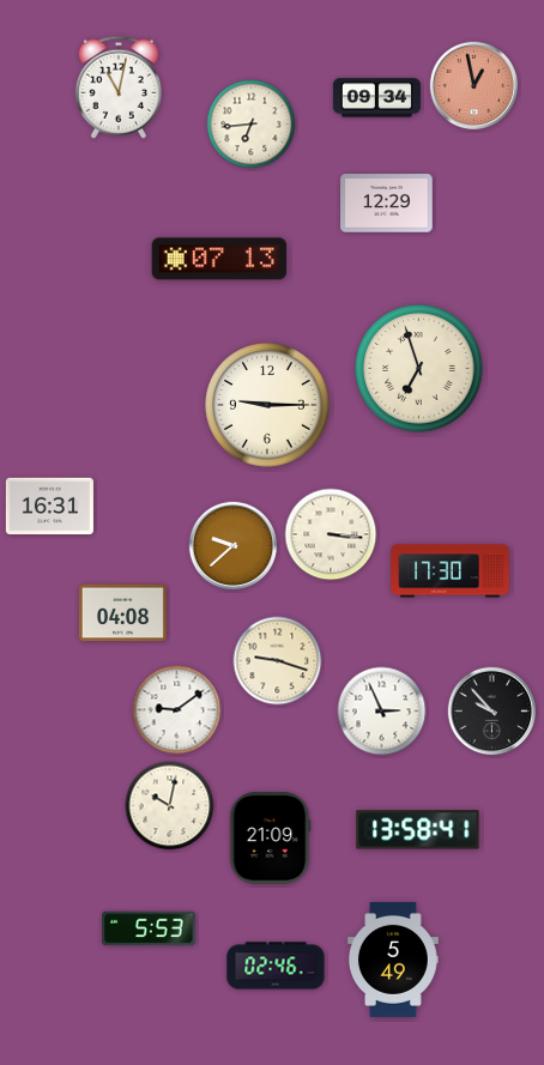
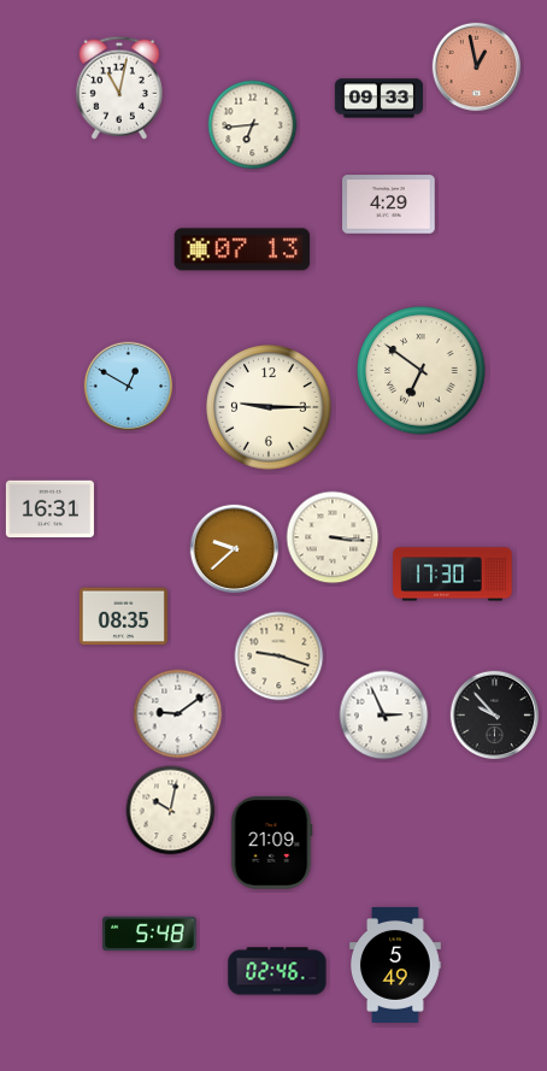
clock at (475, 86) position: (475, 86) -> (477, 67)
clock at (376, 98): 09:34 -> 09:33
clock at (387, 204): 12:29 -> 4:29
clock at (219, 259) position: (219, 259) -> (242, 249)
clock at (419, 369): 6:57 -> 6:51
clock at (129, 387): none -> 12:50
clock at (122, 613): 04:08 -> 08:35
clock at (278, 661) position: (278, 661) -> (280, 657)
clock at (418, 830): 13:58 -> none
clock at (149, 928): 5:53 -> 5:48
